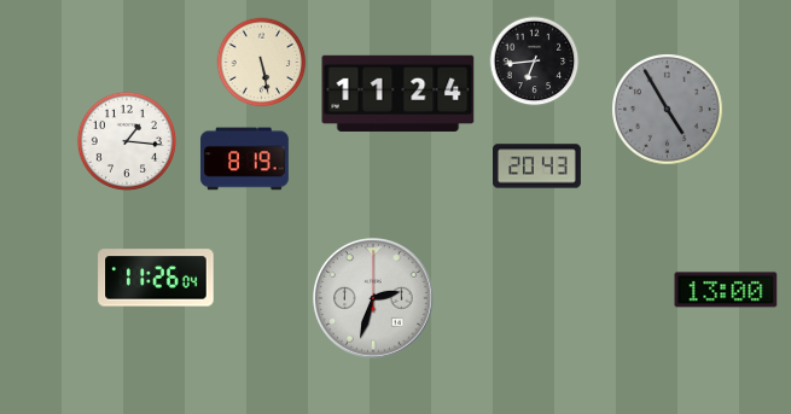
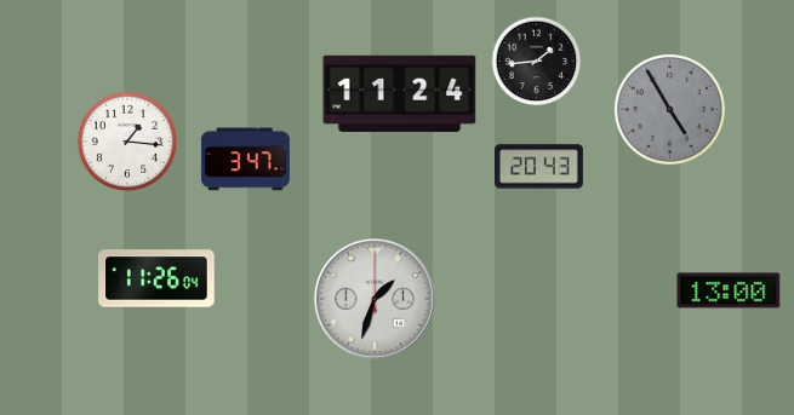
clock at (535, 62): 6:44 -> 1:44
clock at (262, 63): 5:28 -> none
clock at (244, 159): 8:19 -> 3:47
clock at (373, 298): 2:33 -> 1:33
